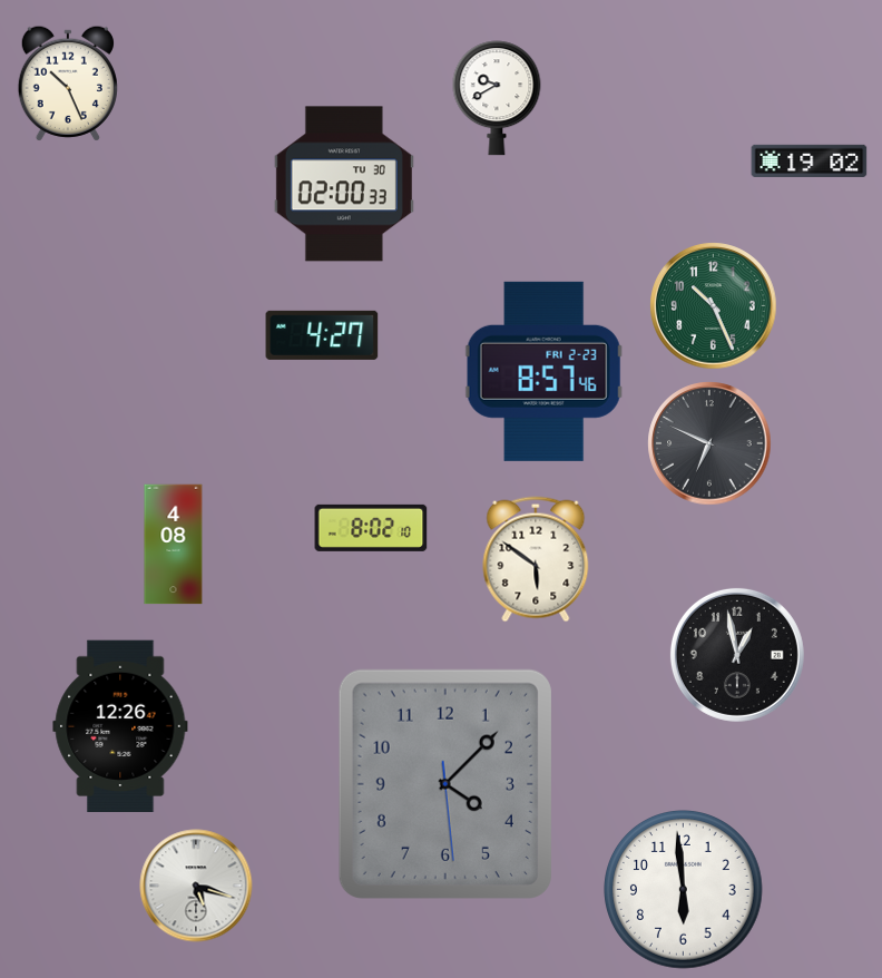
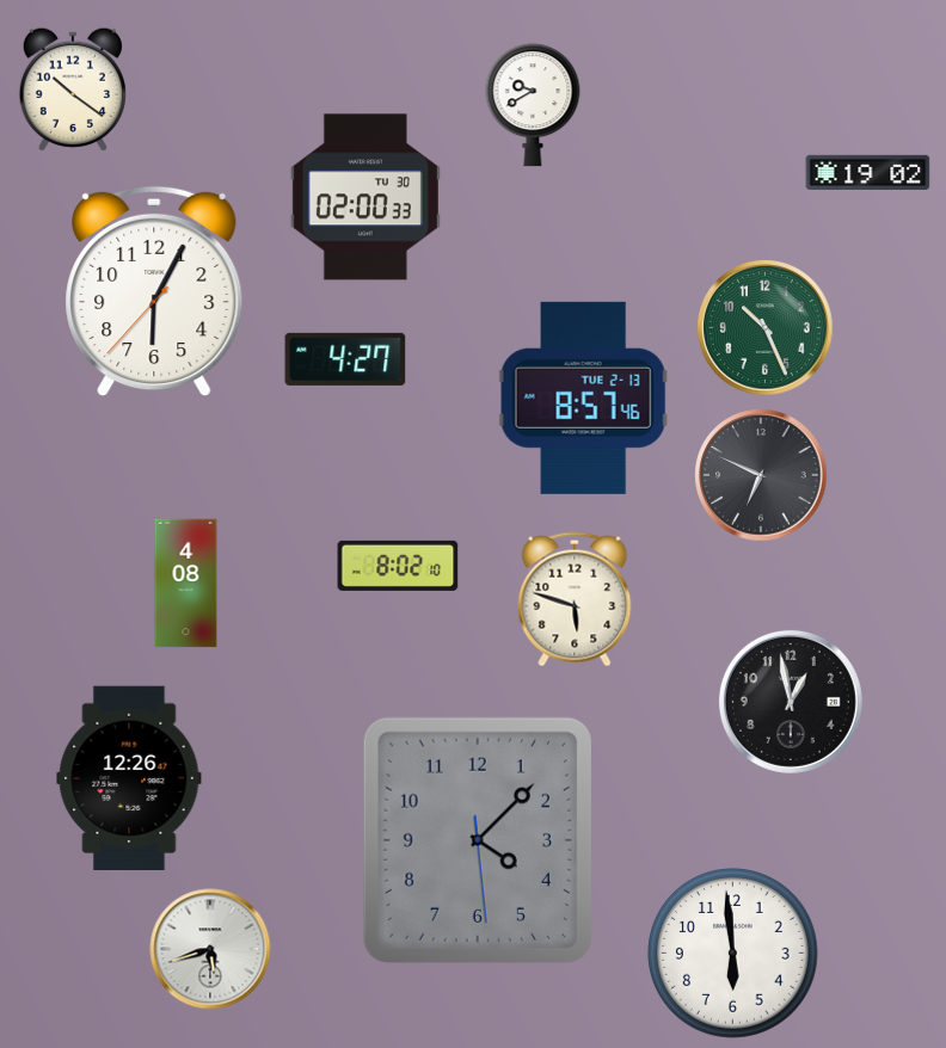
clock at (68, 84): 10:26 -> 10:21
clock at (344, 184) position: (344, 184) -> (365, 197)
clock at (154, 291): none -> 6:04
clock at (543, 371) date: FRI 2-23 -> TUE 2-13
clock at (536, 559): 5:51 -> 5:48
clock at (196, 886): 5:18 -> 5:42
